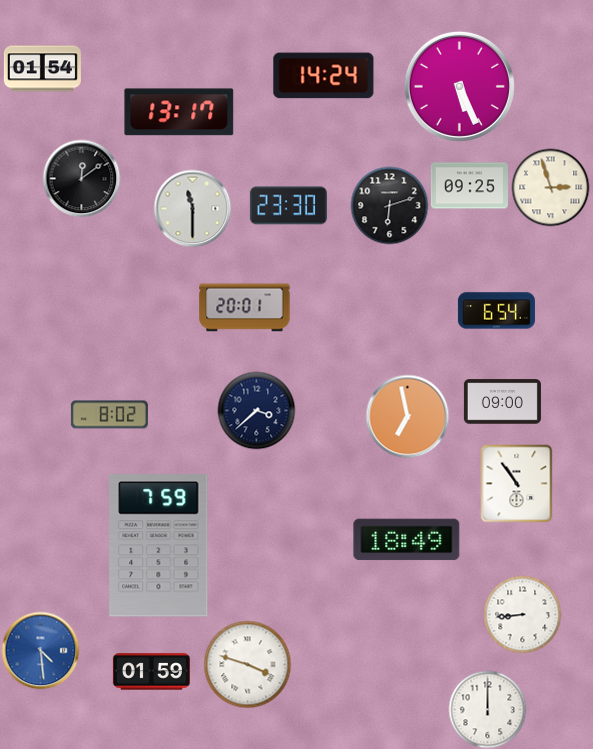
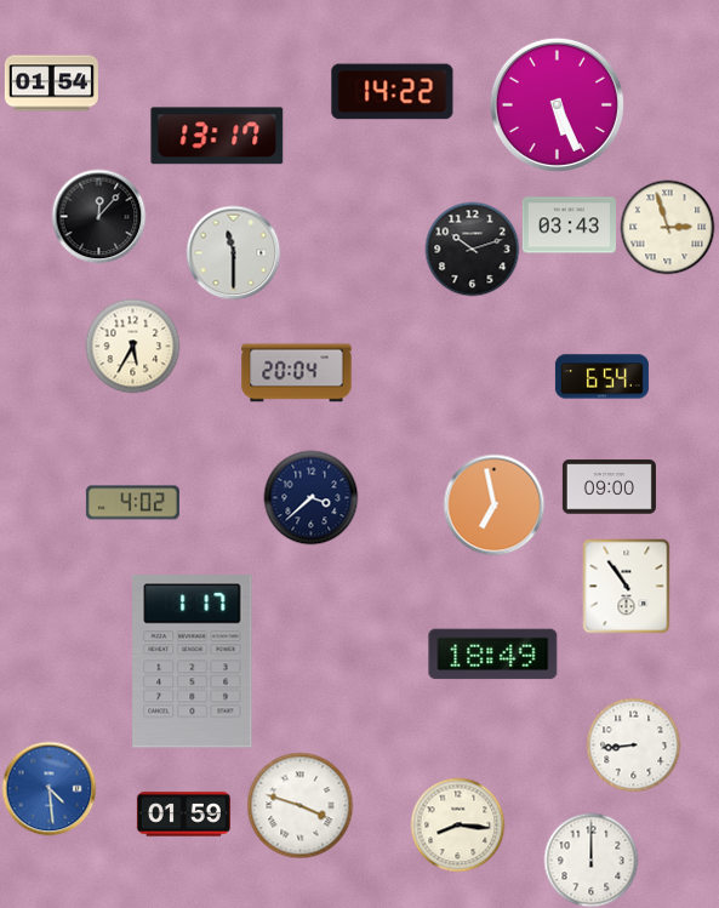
clock at (324, 76): 14:24 -> 14:22
clock at (81, 178): 12:09 -> 12:07
clock at (469, 186): 09:25 -> 03:43
clock at (389, 205): 6:12 -> 10:12
clock at (288, 206): 23:30 -> none
clock at (132, 346): none -> 5:35
clock at (245, 308): 20:01 -> 20:04
clock at (109, 415): 8:02 -> 4:02
clock at (159, 546): 7:59 -> 1:17
clock at (457, 824): none -> 8:16
